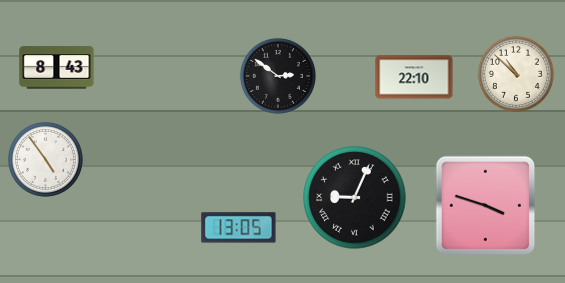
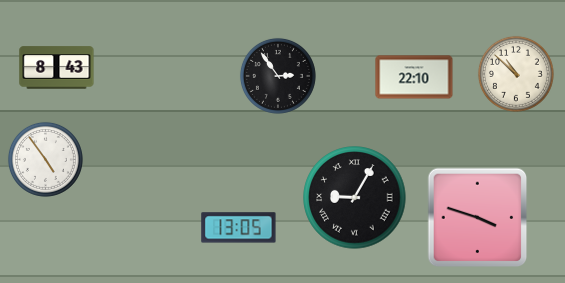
clock at (278, 76): 2:51 -> 2:54
clock at (355, 198): 9:04 -> 9:05
clock at (486, 206) position: (486, 206) -> (478, 218)
